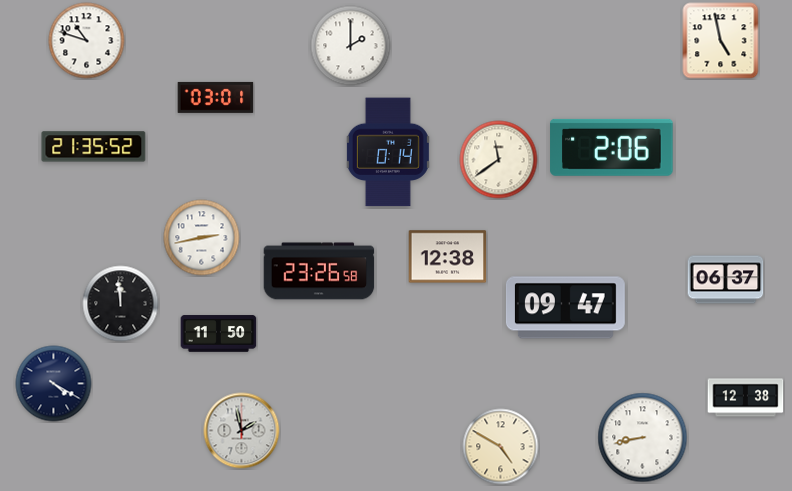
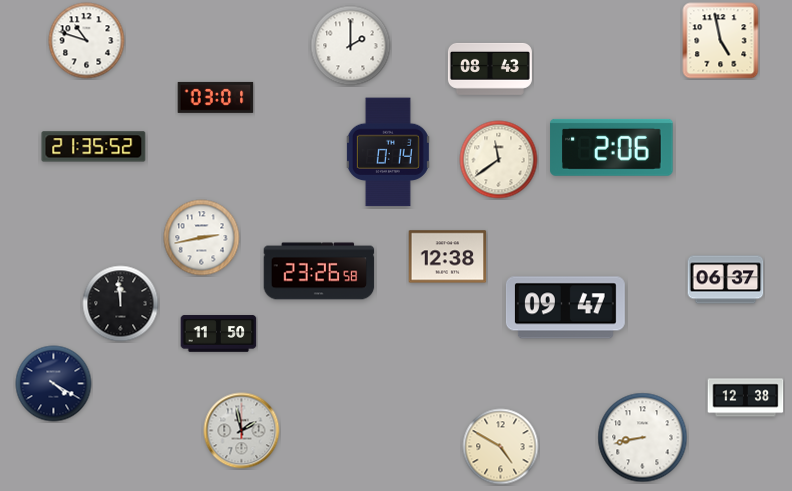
clock at (490, 69): none -> 08:43
